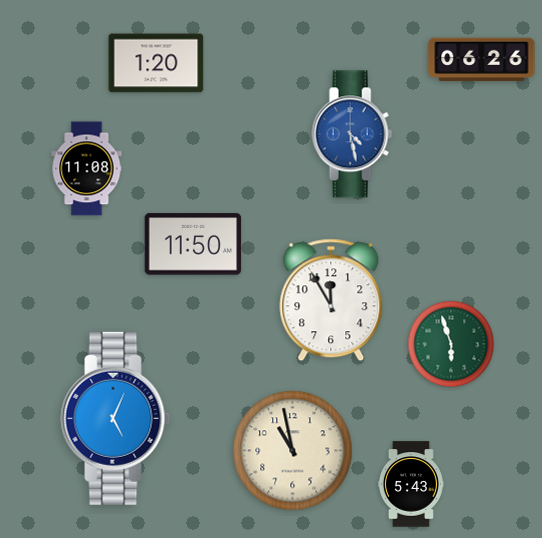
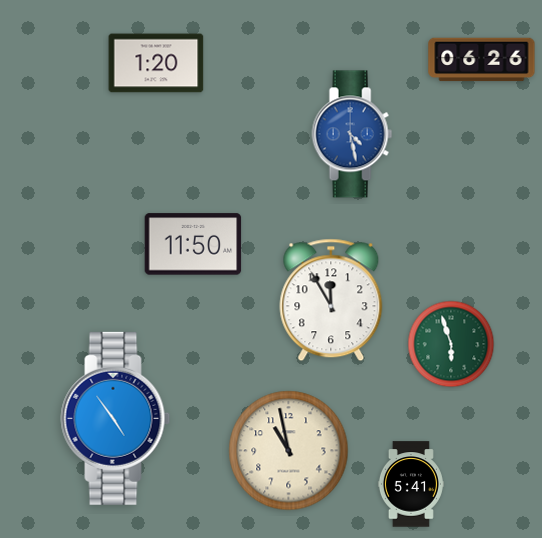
clock at (87, 169): 11:08 -> none
clock at (116, 418): 5:04 -> 4:54
clock at (293, 451) position: (293, 451) -> (289, 451)
clock at (411, 484): 5:43 -> 5:41
